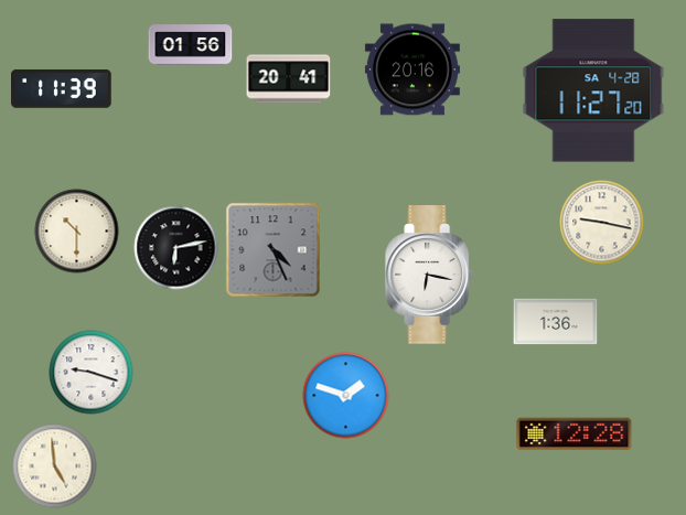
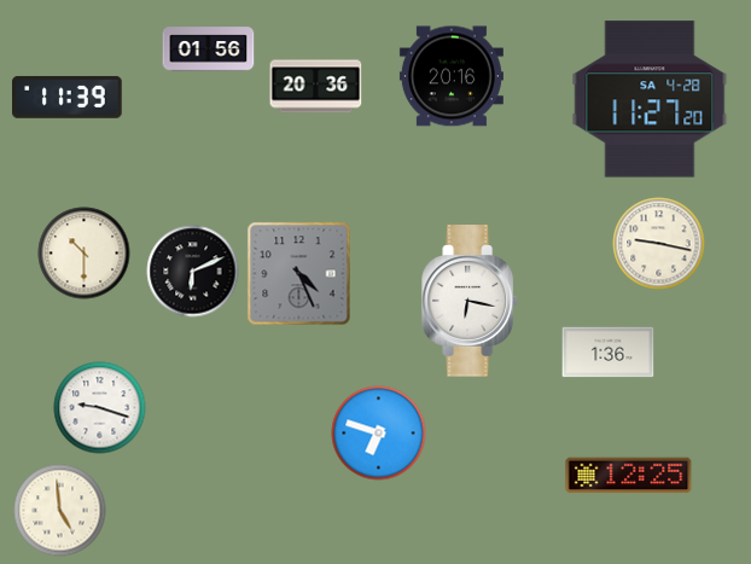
clock at (289, 79): 20:41 -> 20:36
clock at (176, 248): 6:13 -> 6:11
clock at (346, 396): 1:48 -> 6:48
clock at (575, 434): 12:28 -> 12:25
